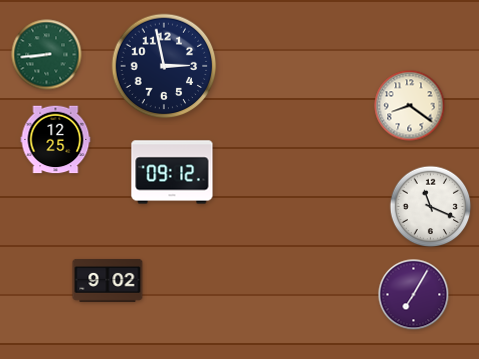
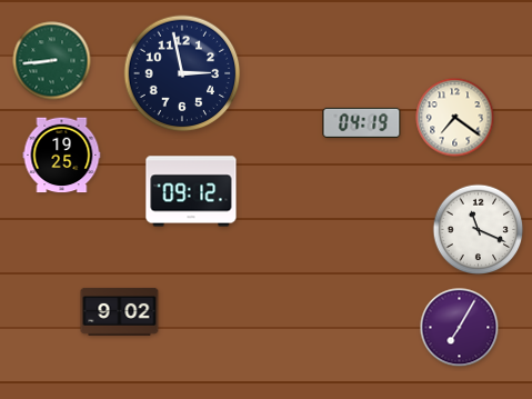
clock at (410, 106): 8:21 -> 7:21
clock at (362, 122): none -> 04:19
clock at (56, 140): 12:25 -> 19:25
